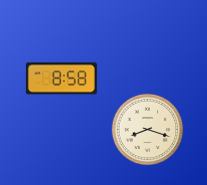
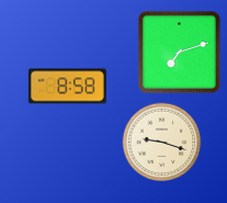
clock at (179, 52): none -> 7:12
clock at (148, 130): 8:18 -> 9:18
